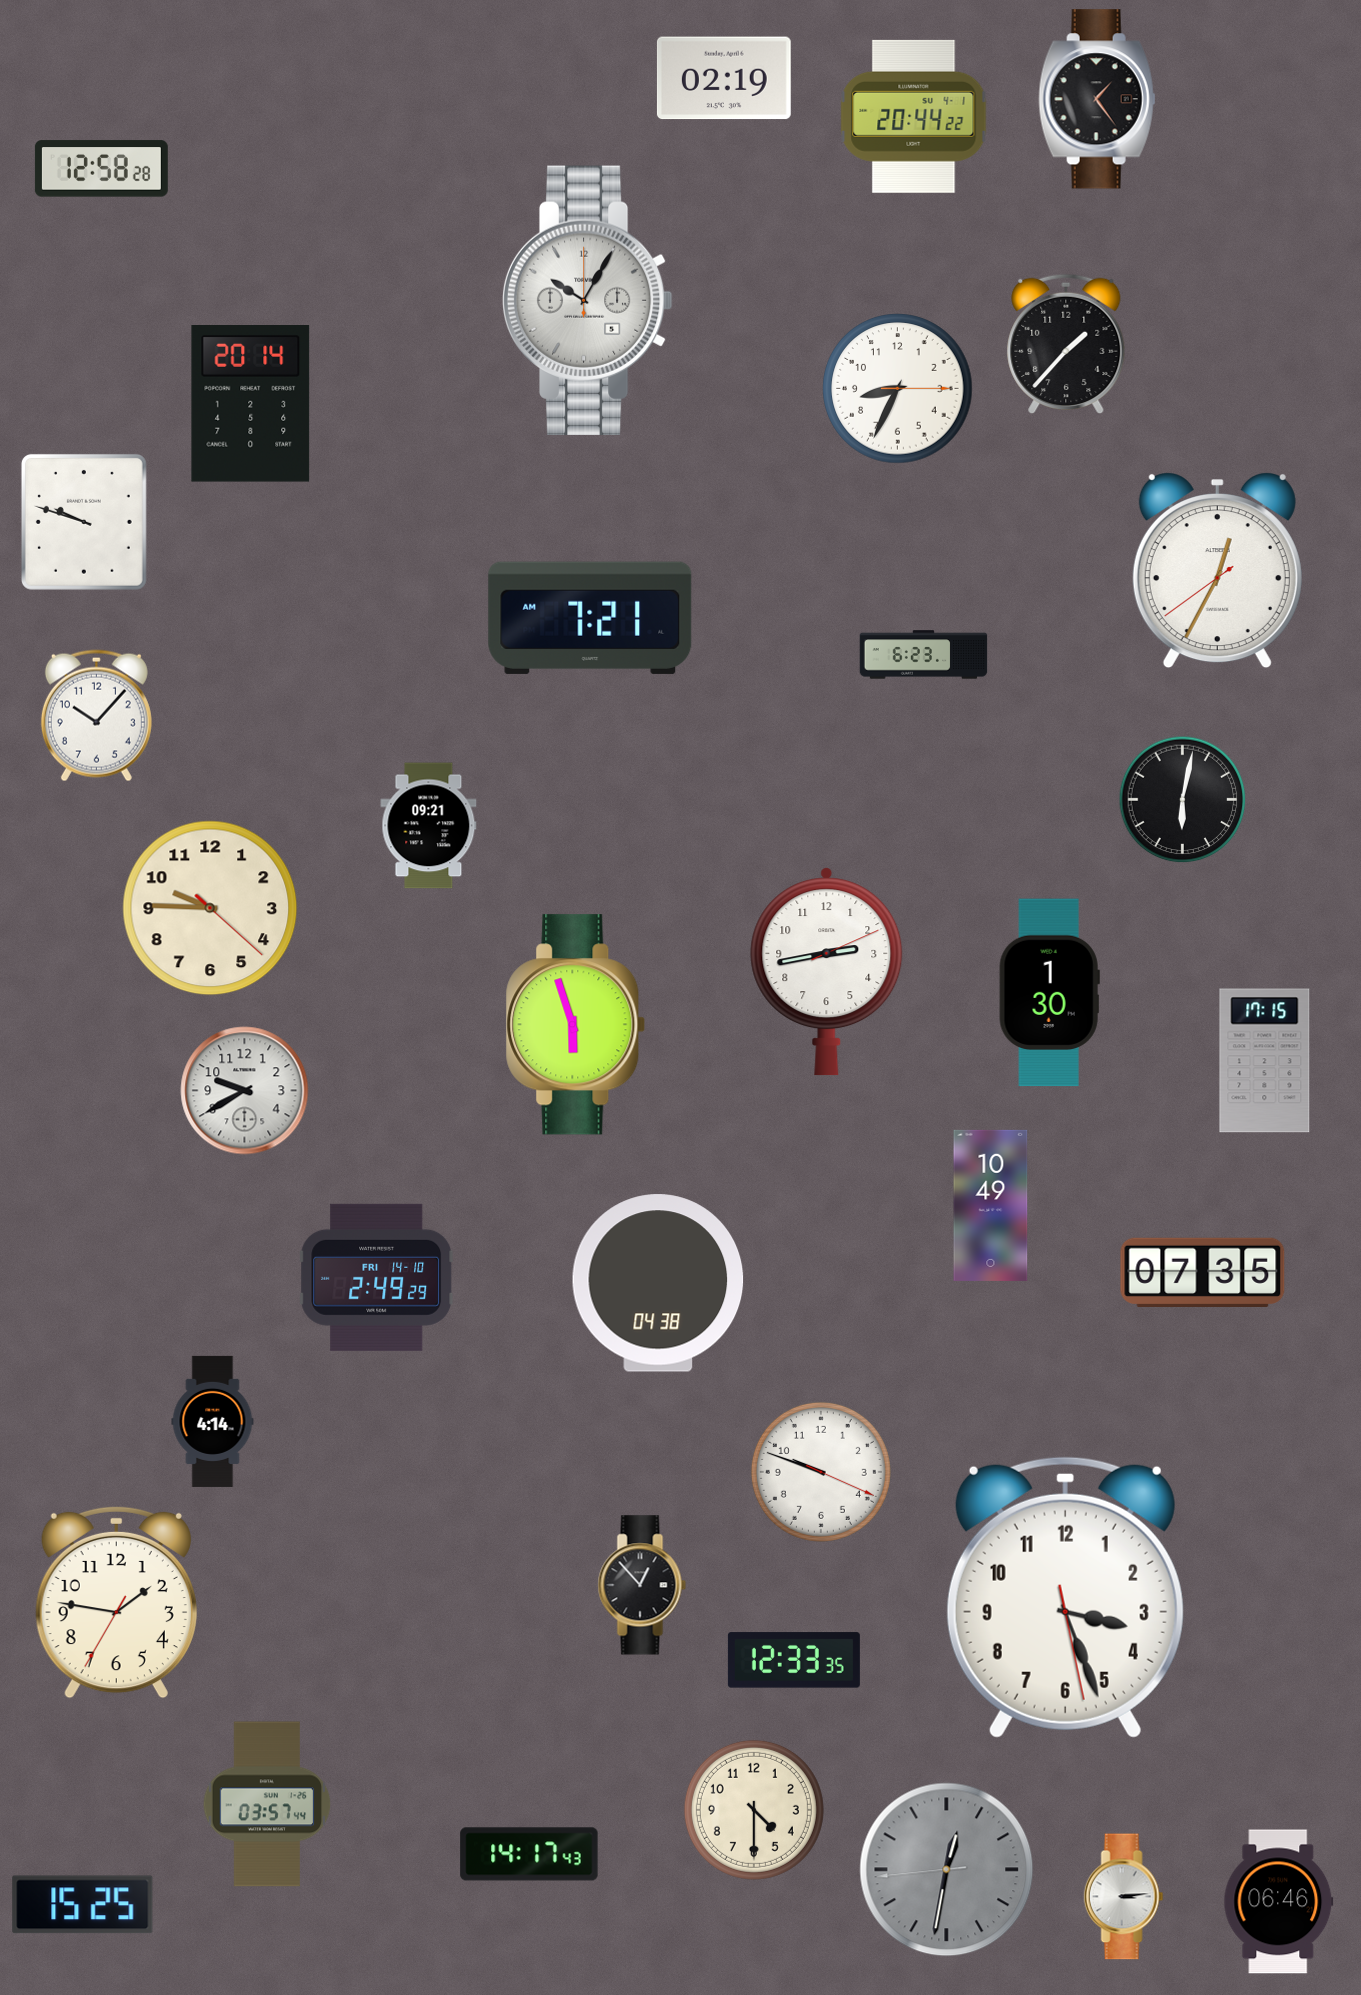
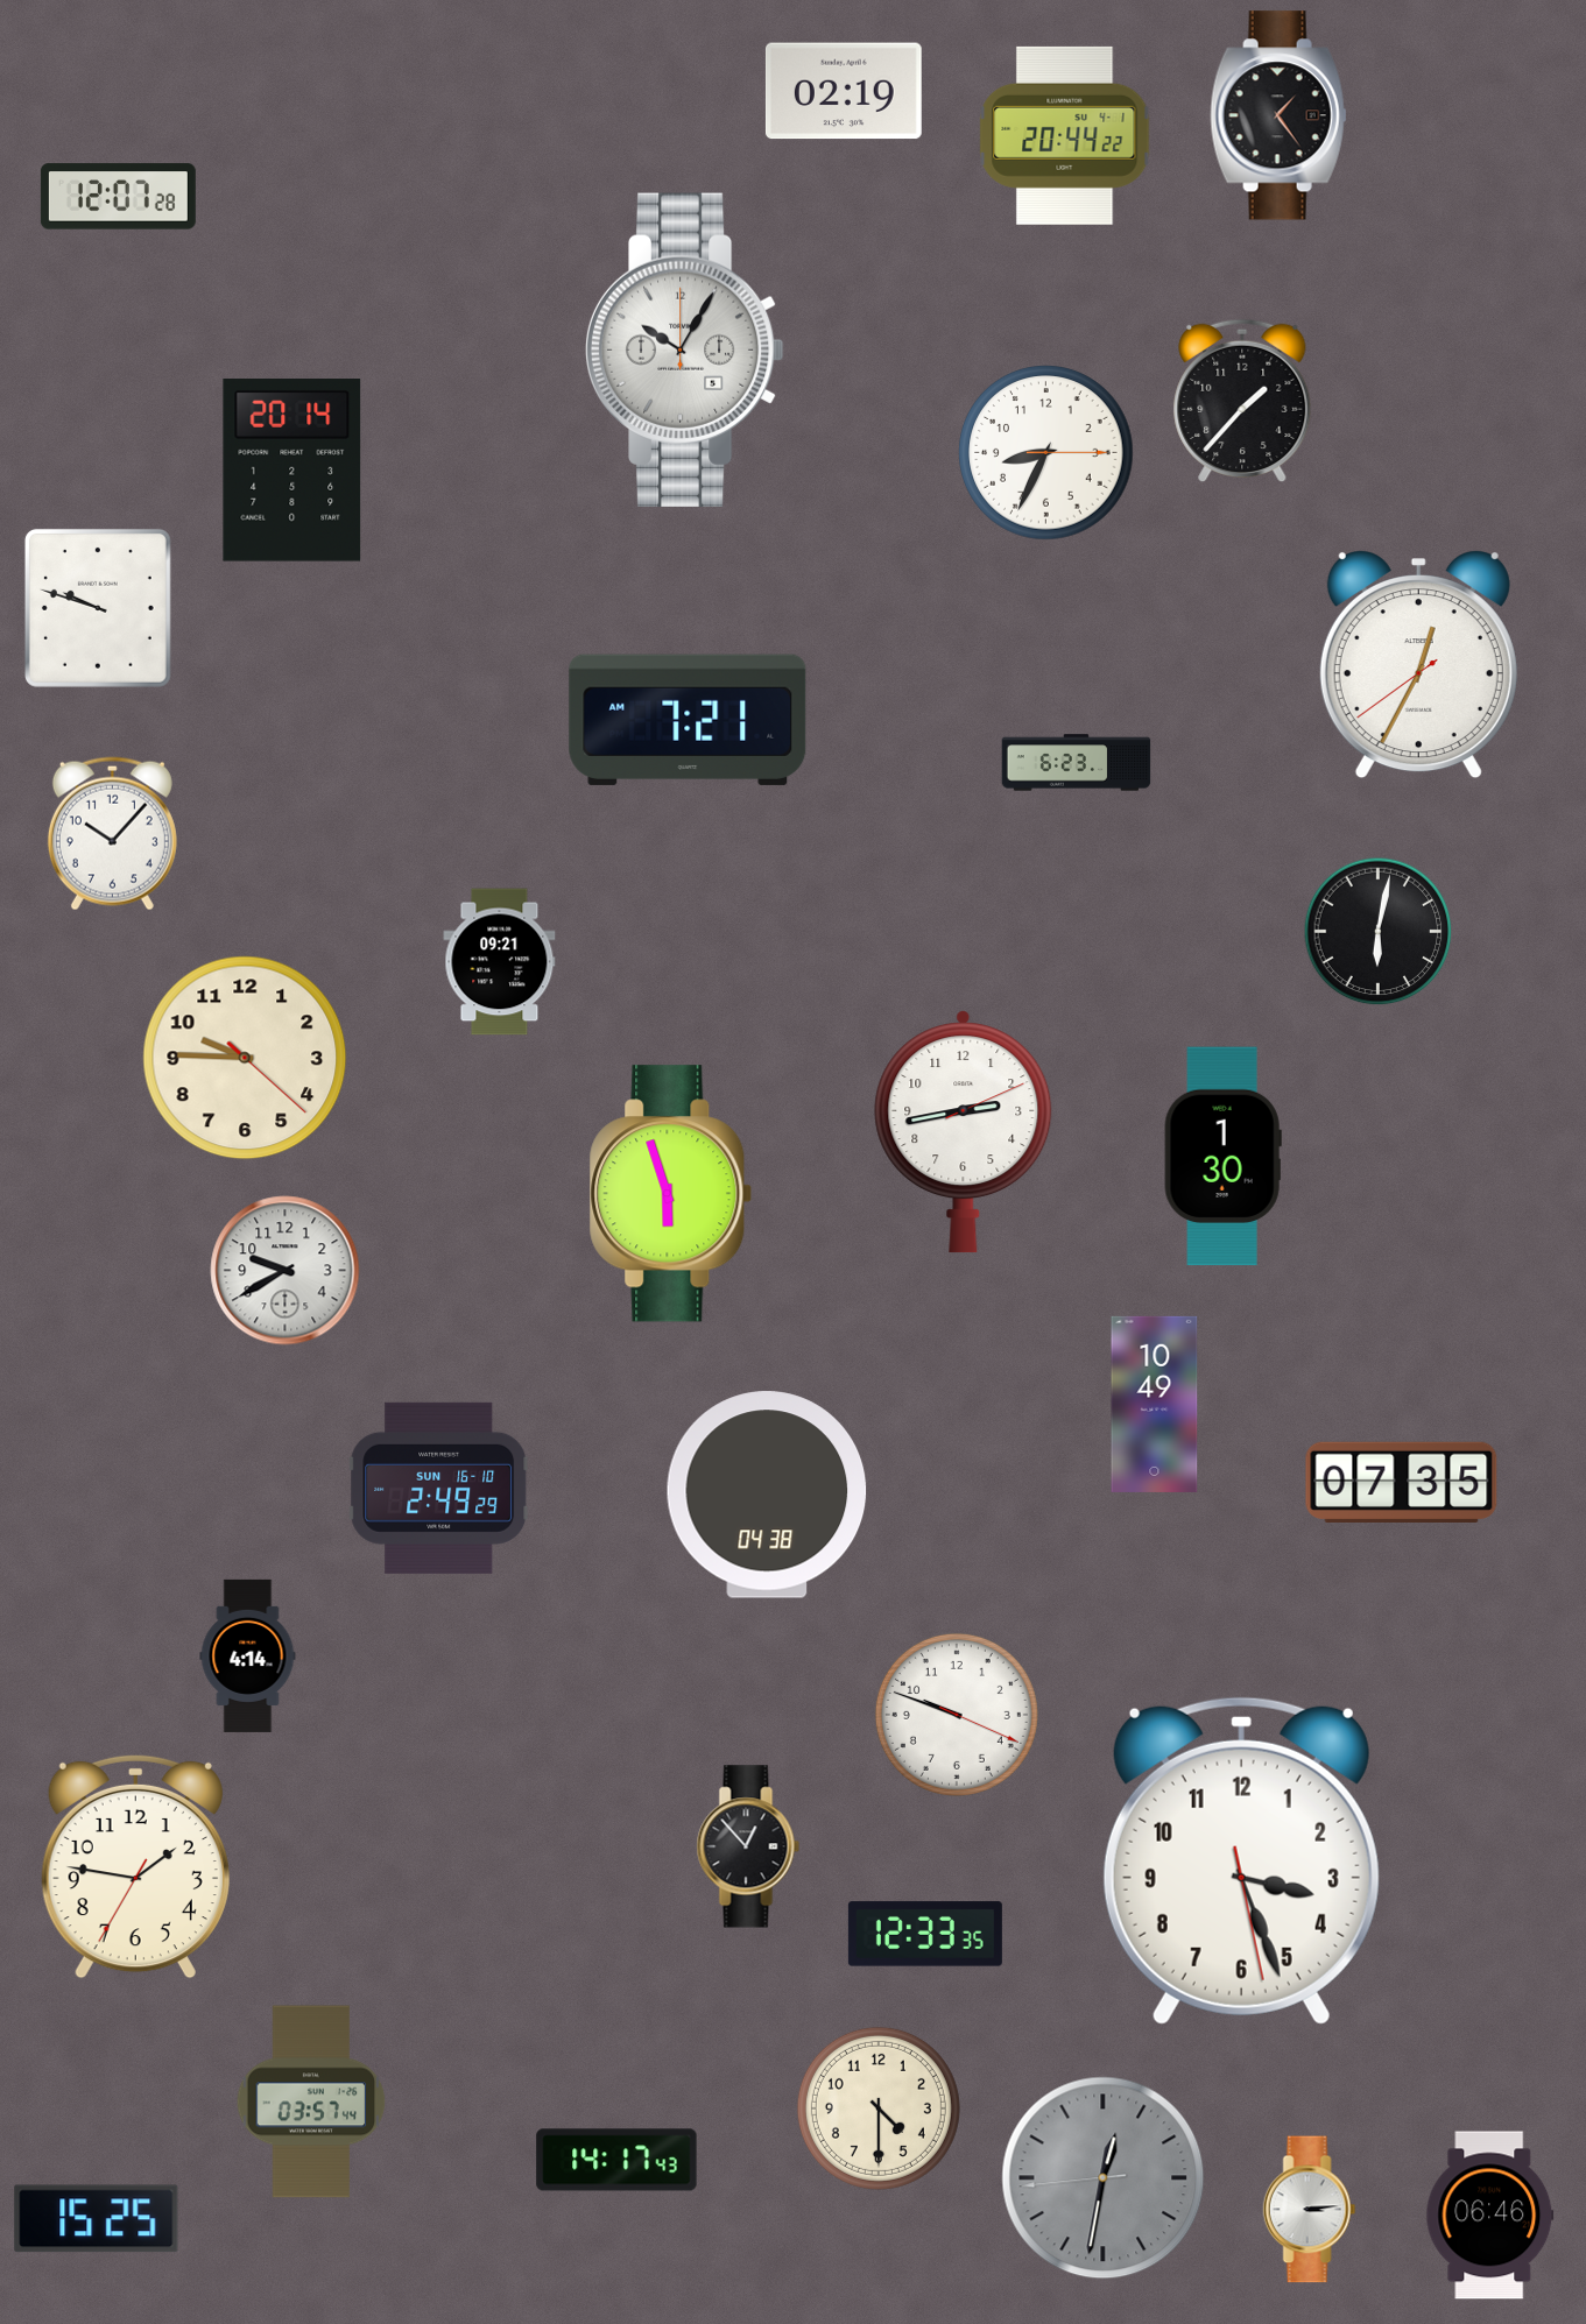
clock at (101, 169): 12:58 -> 12:07
clock at (1265, 1061): 17:15 -> none
clock at (377, 1277) date: FRI 14-10 -> SUN 16-10
